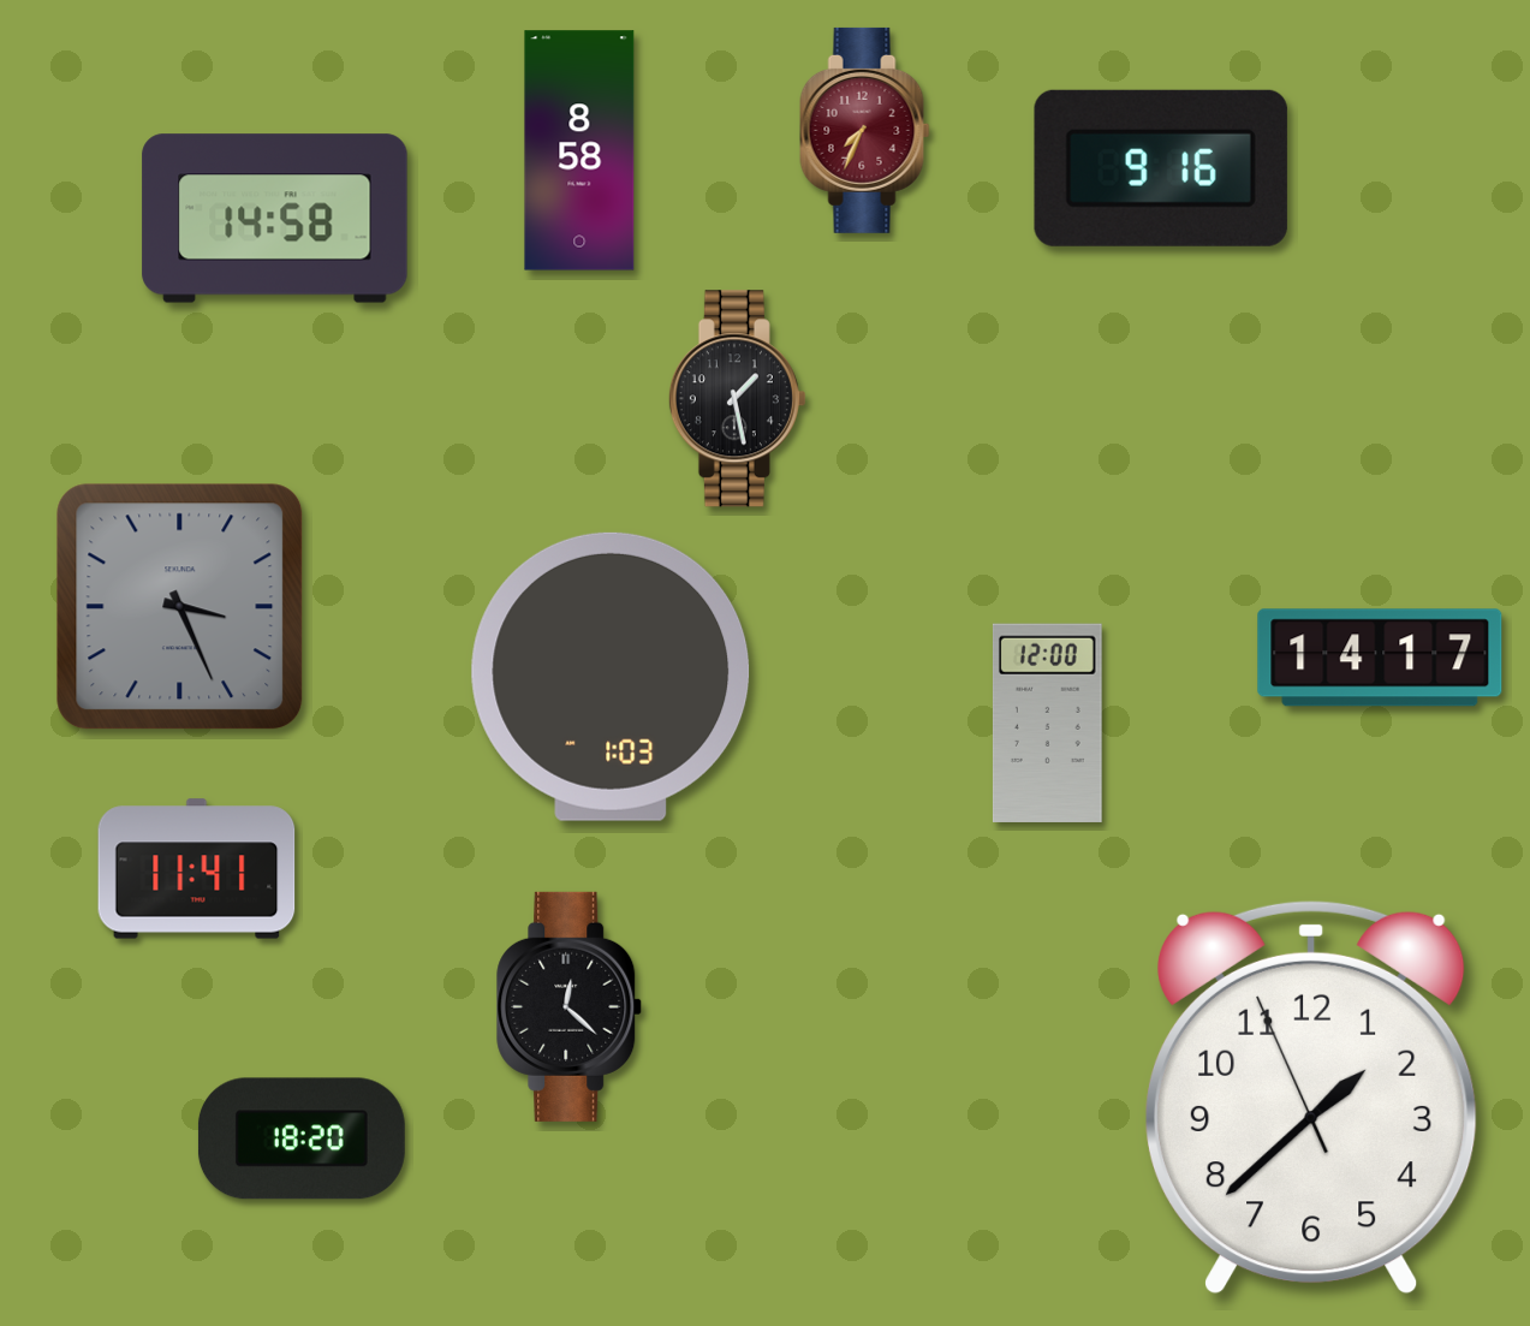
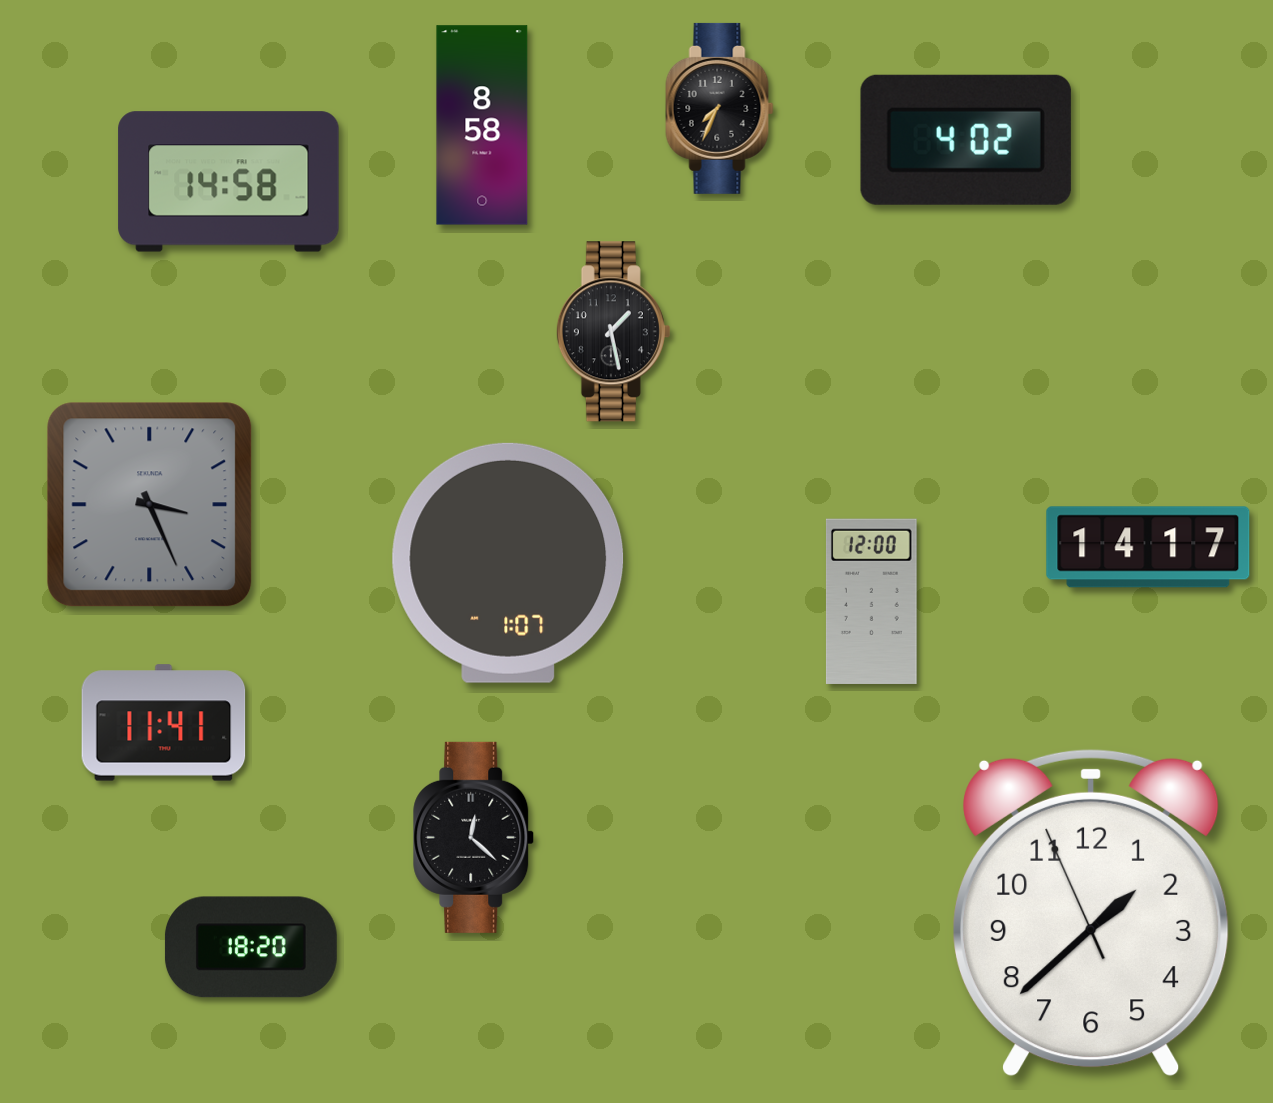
clock at (865, 130) dial: burgundy -> black
clock at (1161, 168): 9:16 -> 4:02
clock at (611, 677): 1:03 -> 1:07
